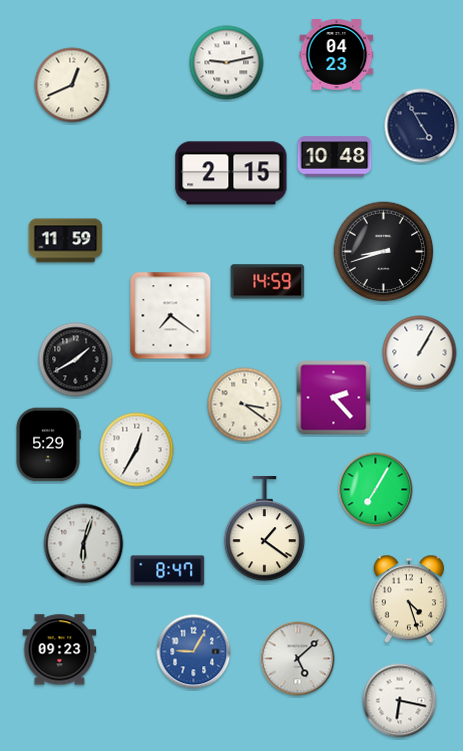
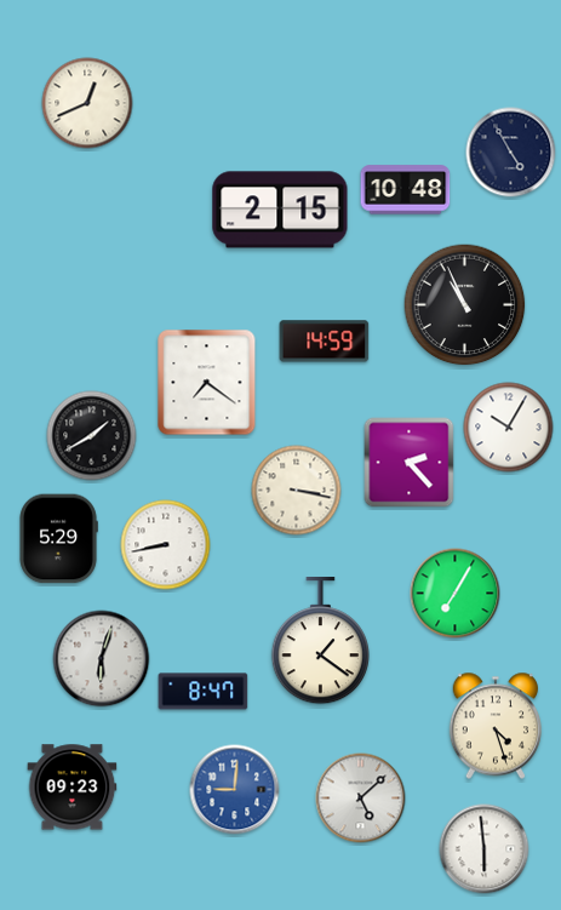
clock at (337, 55): 04:23 -> none
clock at (227, 63): 9:13 -> none
clock at (66, 241): 11:59 -> none
clock at (384, 252): 8:42 -> 10:56
clock at (420, 353): 1:05 -> 10:05
clock at (334, 398) position: (334, 398) -> (410, 463)
clock at (245, 405): 3:21 -> 3:17
clock at (137, 450): 12:35 -> 8:43
clock at (194, 652): 9:05 -> 9:01
clock at (400, 701): 6:17 -> 5:59
